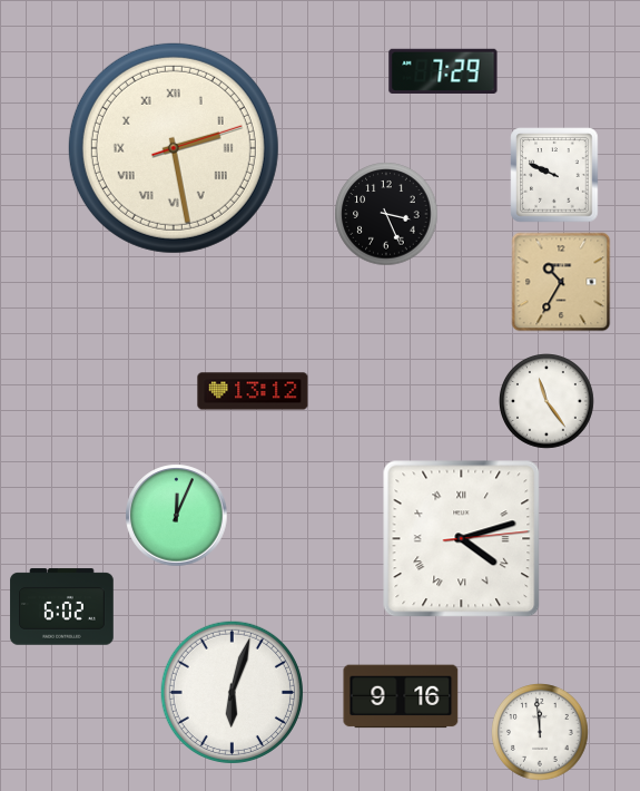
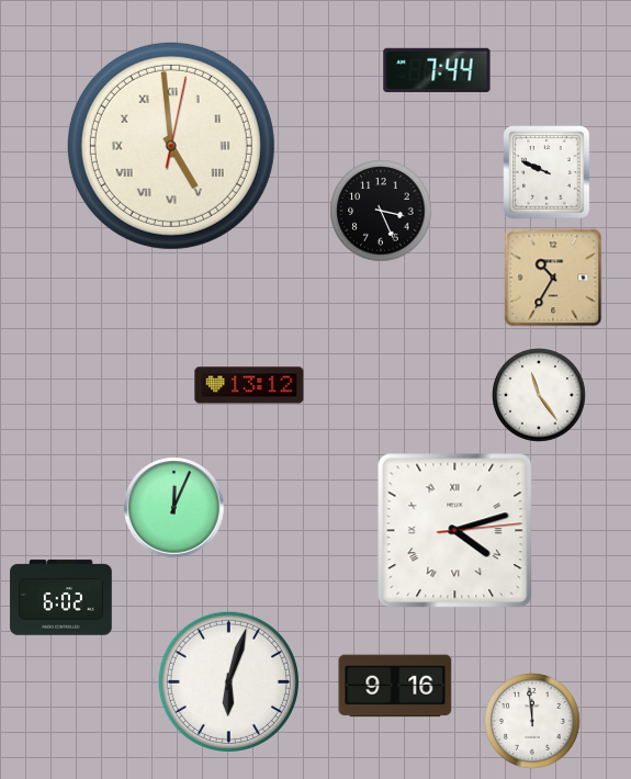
clock at (443, 70): 7:29 -> 7:44
clock at (174, 148): 2:28 -> 4:59
